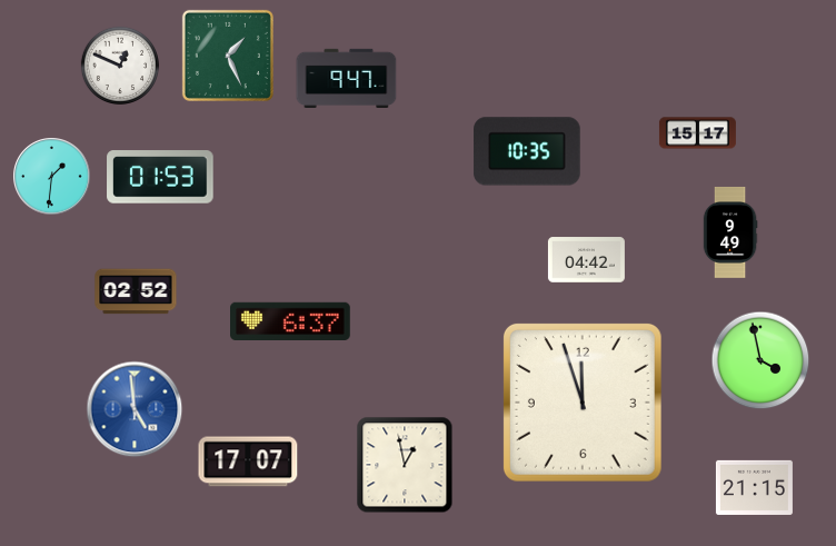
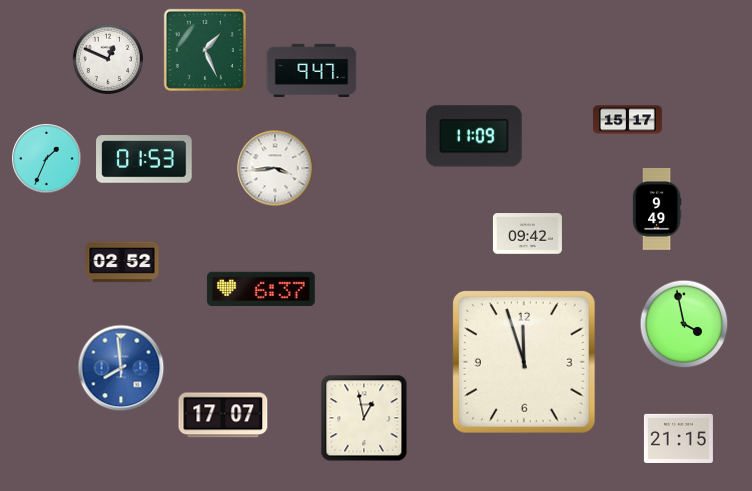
clock at (527, 151): 10:35 -> 11:09
clock at (52, 177): 1:31 -> 1:34
clock at (275, 168): none -> 3:44
clock at (586, 260): 04:42 -> 09:42
clock at (135, 409): 4:59 -> 7:59
